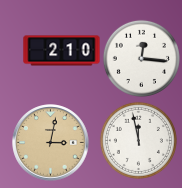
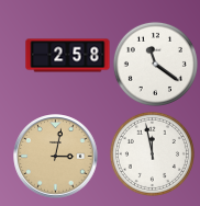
clock at (62, 51): 2:10 -> 2:58
clock at (141, 58): 12:16 -> 11:21
